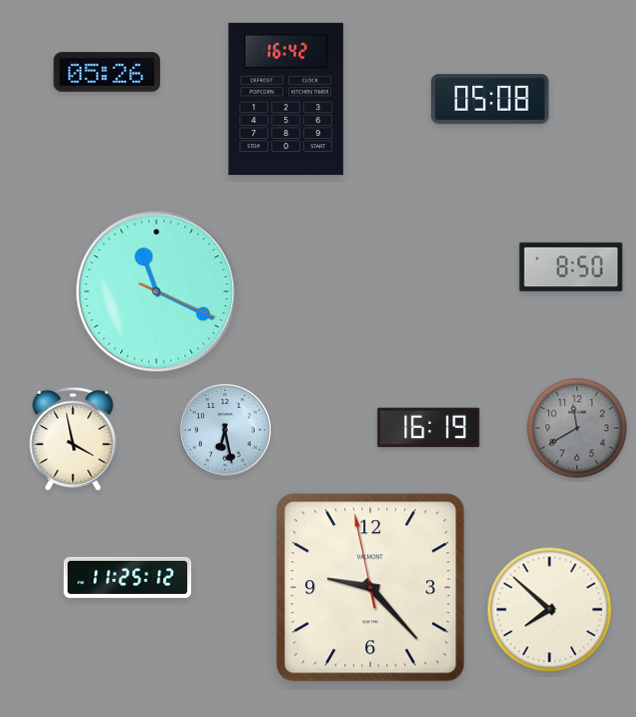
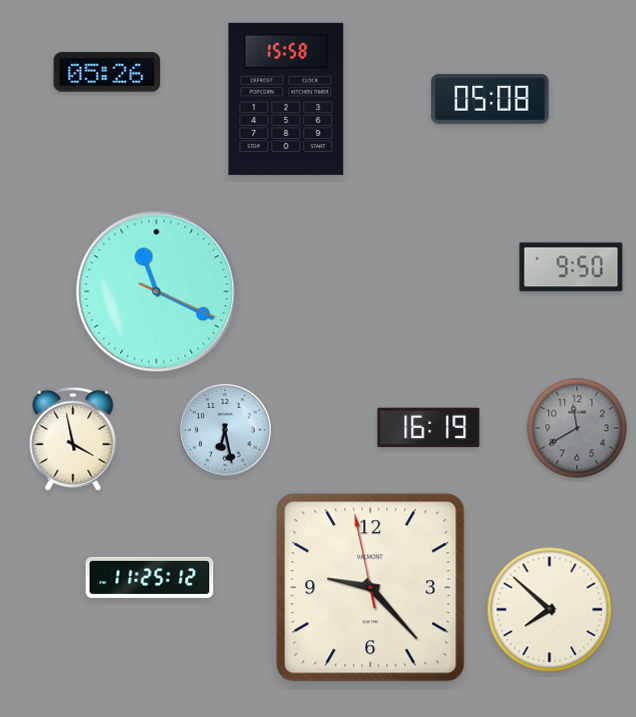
clock at (286, 99): 16:42 -> 15:58
clock at (571, 267): 8:50 -> 9:50
clock at (128, 577) position: (128, 577) -> (150, 577)
